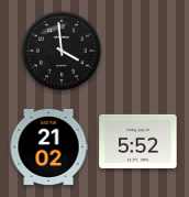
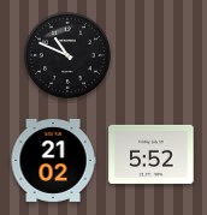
clock at (62, 51): 3:59 -> 10:49
